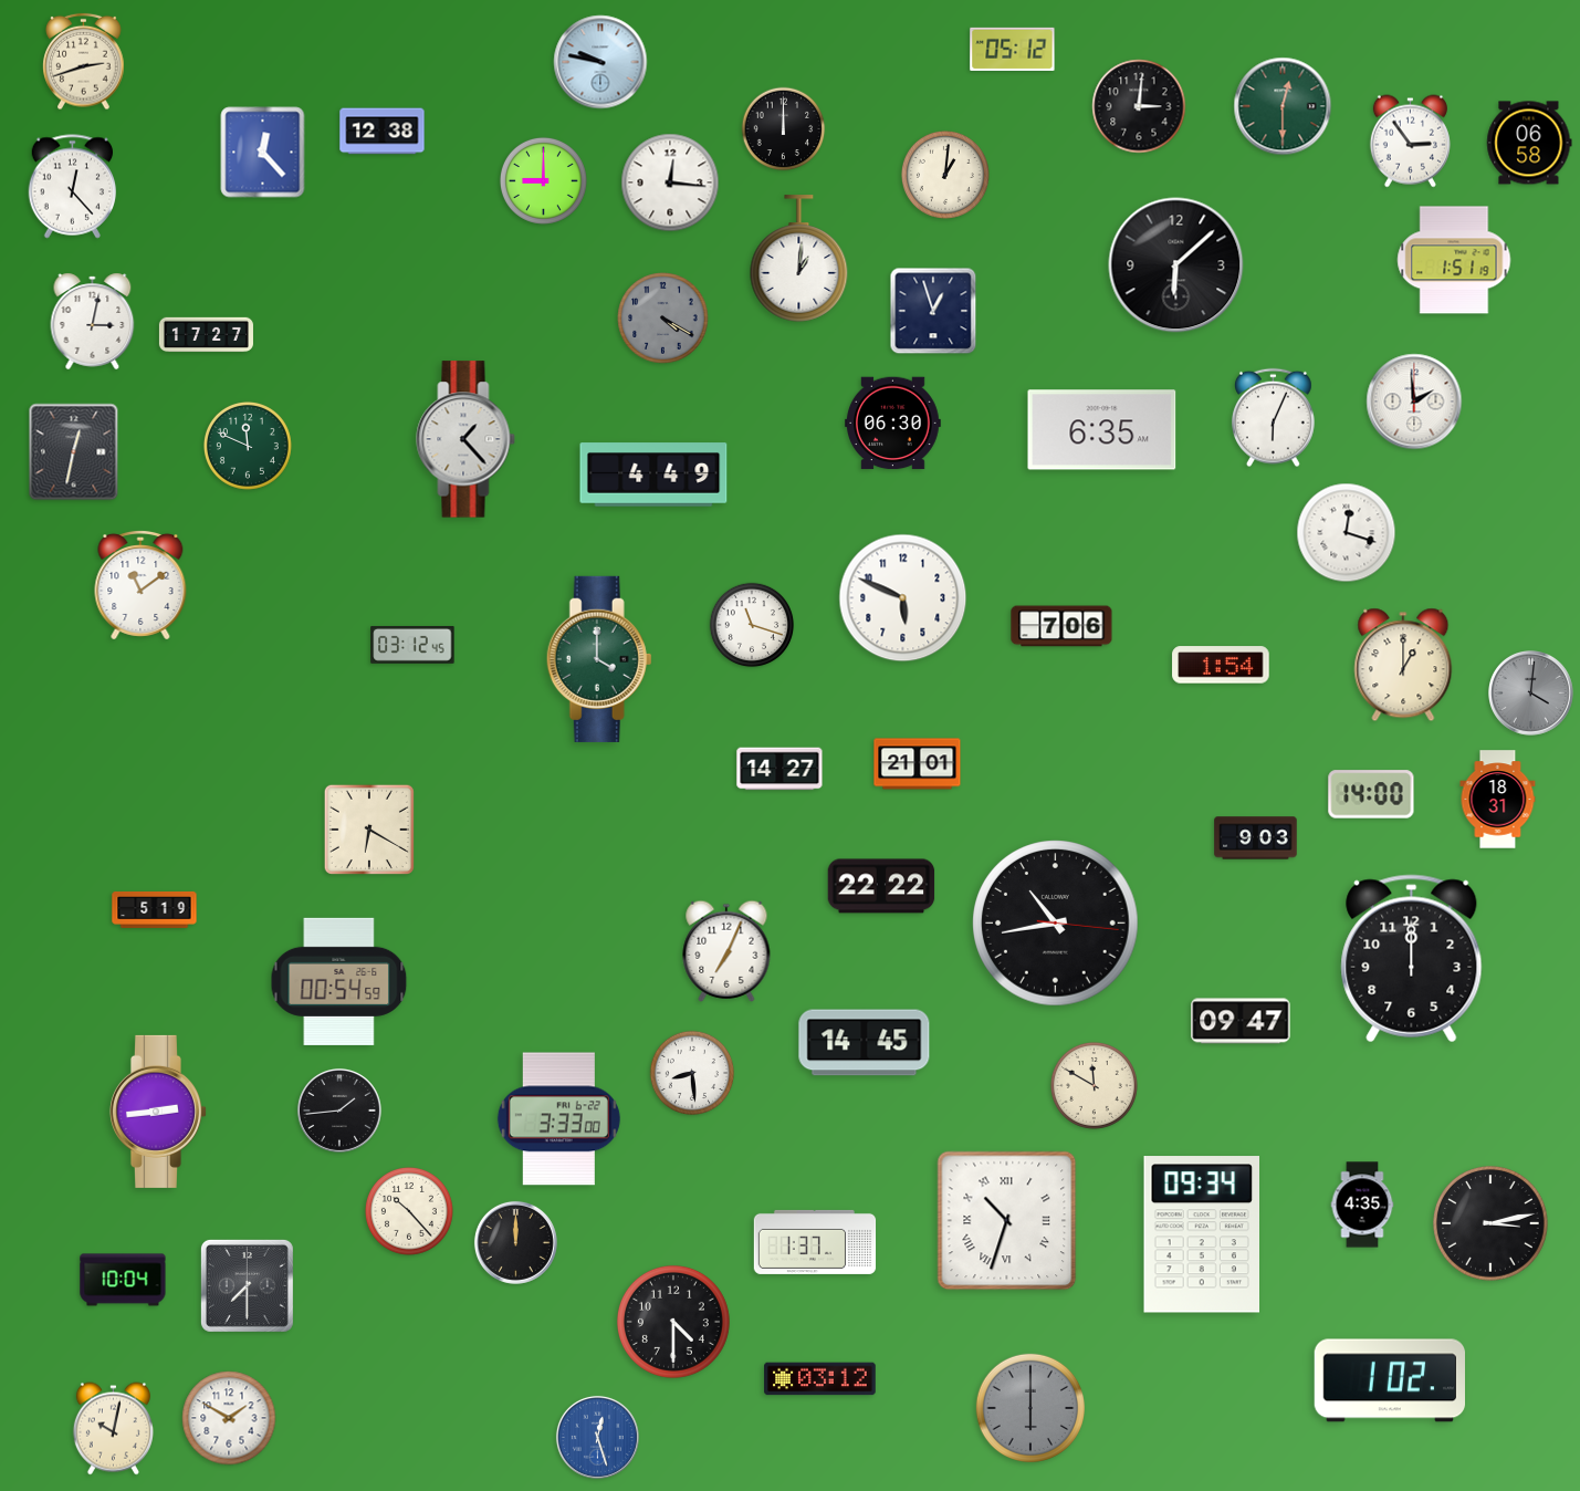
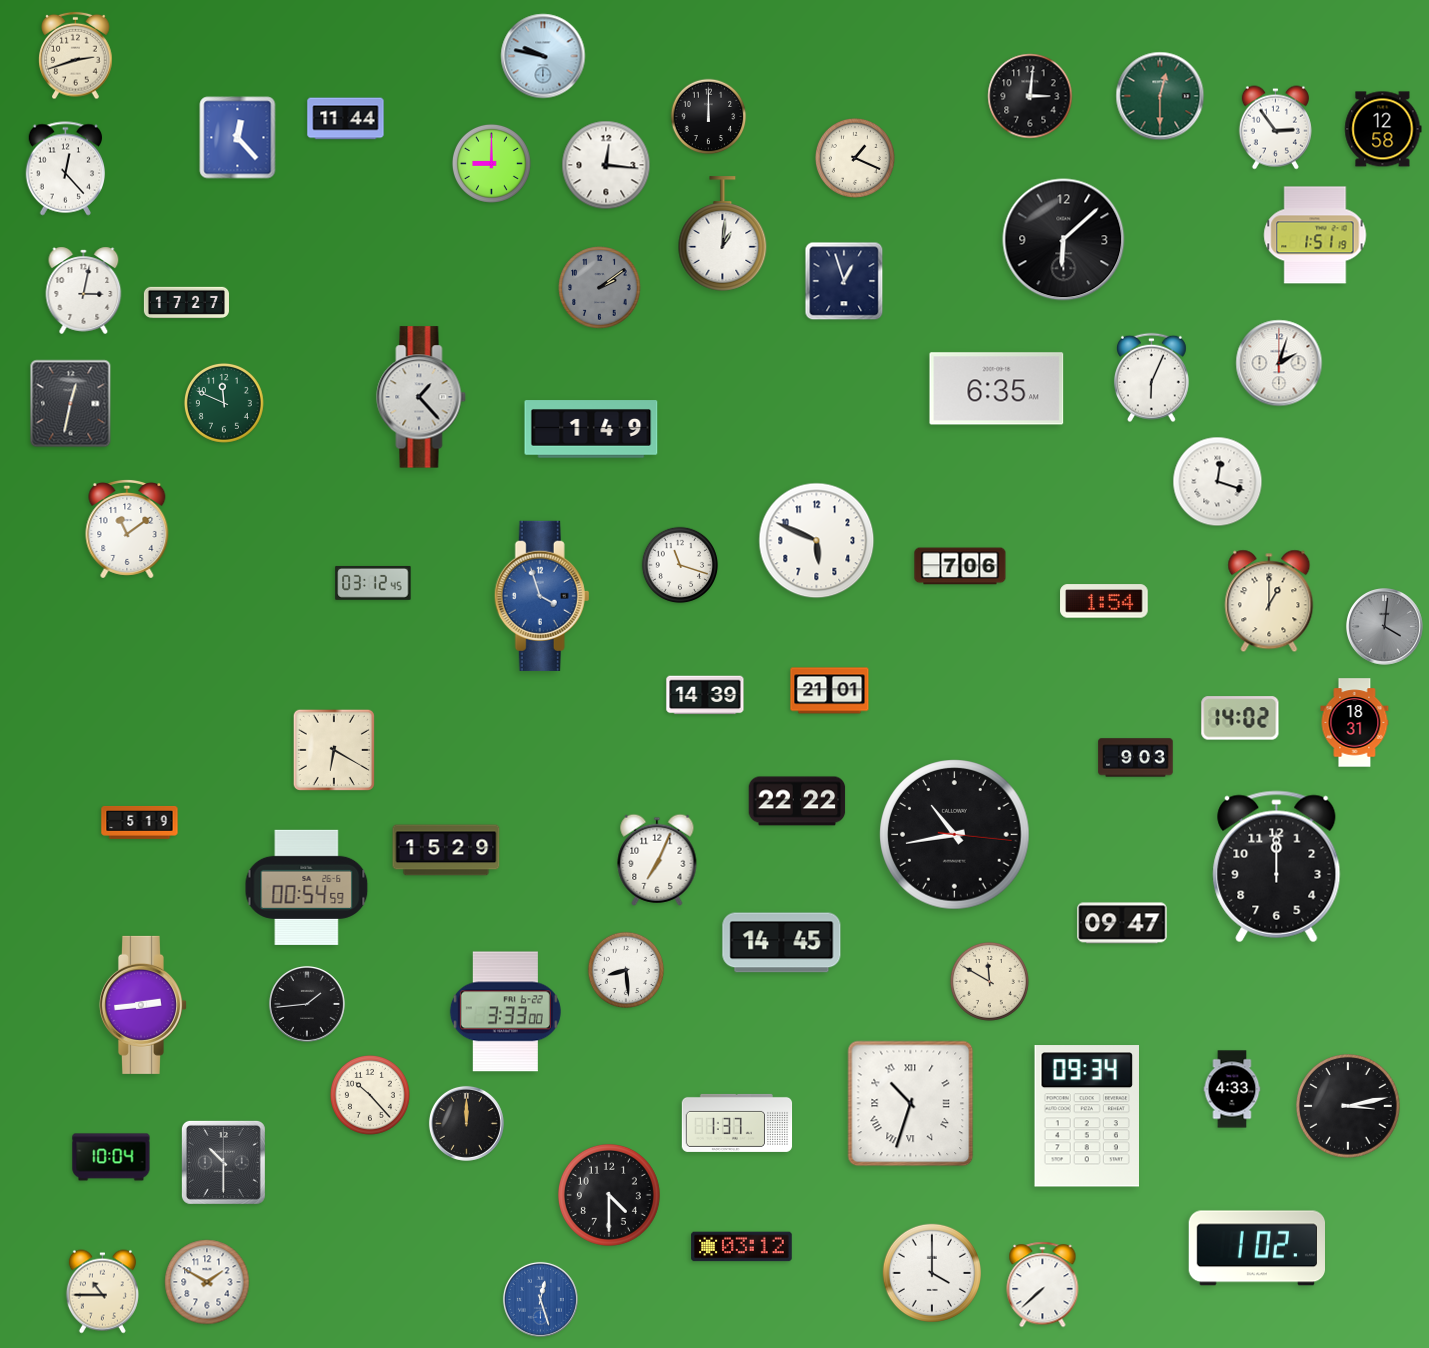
clock at (1013, 49): 05:12 -> none
clock at (383, 132): 12:38 -> 11:44
clock at (1529, 143): 06:58 -> 12:58
clock at (945, 175): 1:01 -> 1:19
clock at (663, 319): 4:20 -> 2:09
clock at (1414, 402): 1:59 -> 2:03
clock at (893, 424): 06:30 -> none
clock at (74, 452) position: (74, 452) -> (71, 404)
clock at (653, 475): 4:49 -> 1:49
clock at (599, 659): 4:00 -> 3:57
clock at (599, 659) dial: green -> blue
clock at (779, 769): 14:27 -> 14:39
clock at (1371, 794): 14:00 -> 14:02
clock at (446, 850): none -> 15:29
clock at (1362, 1205): 4:35 -> 4:33
clock at (247, 1285): 7:30 -> 10:30
clock at (1030, 1408): 6:00 -> 4:00
clock at (1030, 1408) dial: grey -> white
clock at (1043, 1285): none -> 7:38
clock at (113, 1429): 10:02 -> 10:45
